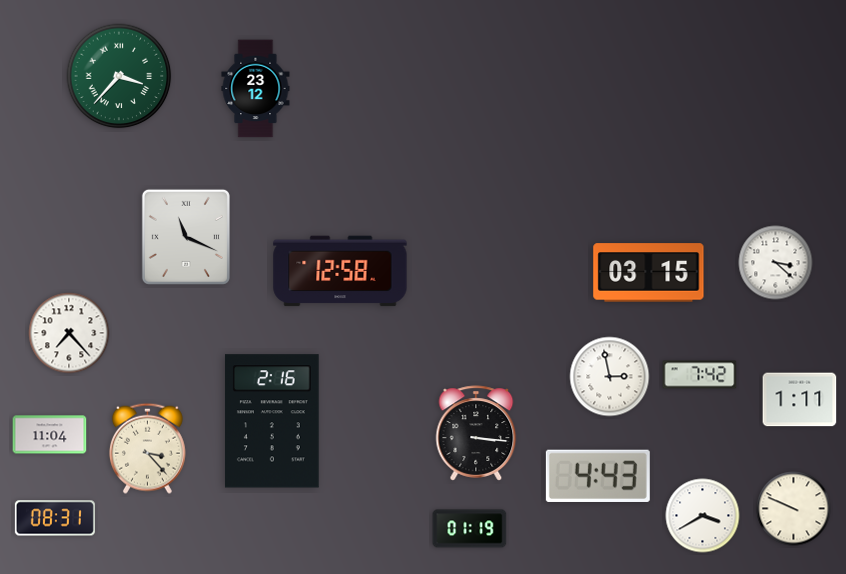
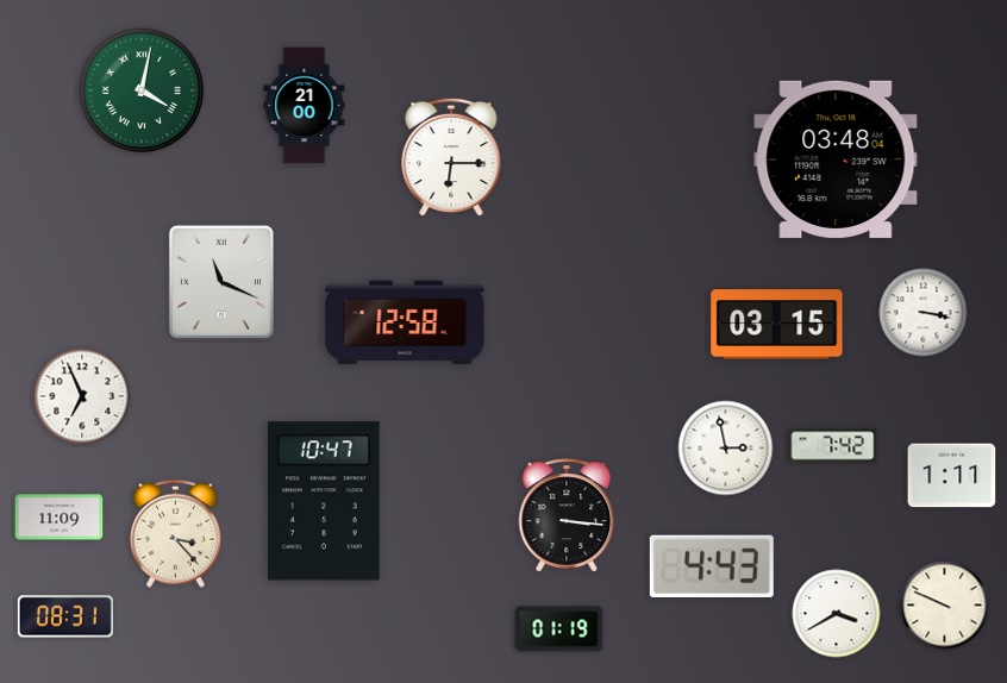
clock at (119, 76): 3:37 -> 4:02
clock at (256, 89): 23:12 -> 21:00
clock at (451, 157): none -> 6:15
clock at (836, 159): none -> 03:48
clock at (776, 263): 3:22 -> 3:17
clock at (649, 273) position: (649, 273) -> (777, 325)
clock at (69, 333): 7:23 -> 6:56
clock at (272, 421): 2:16 -> 10:47
clock at (50, 435): 11:04 -> 11:09
